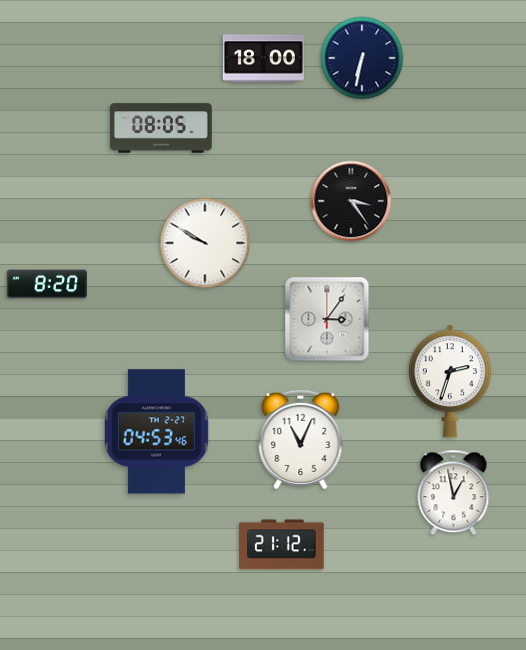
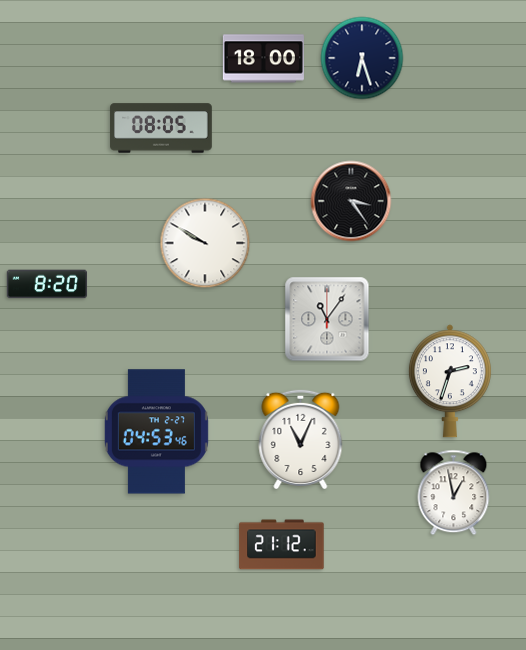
clock at (362, 58): 6:32 -> 6:27
clock at (327, 319): 3:06 -> 11:06
